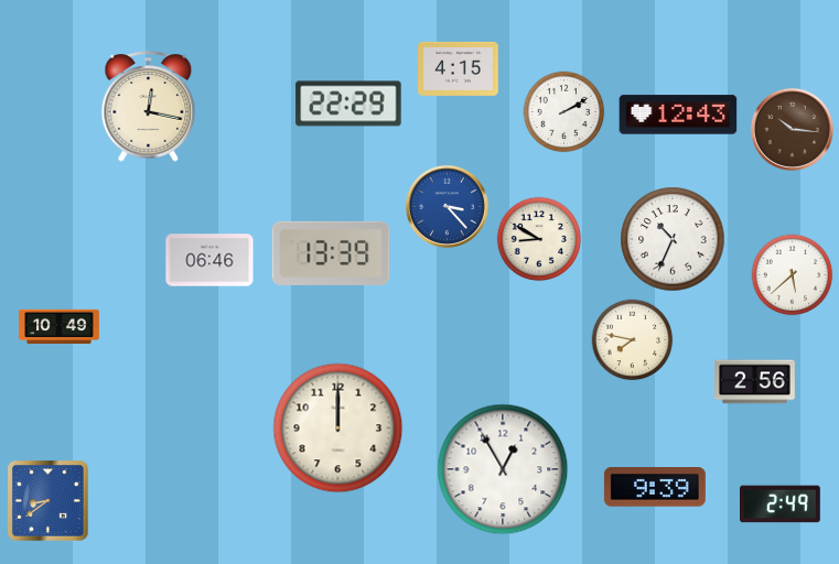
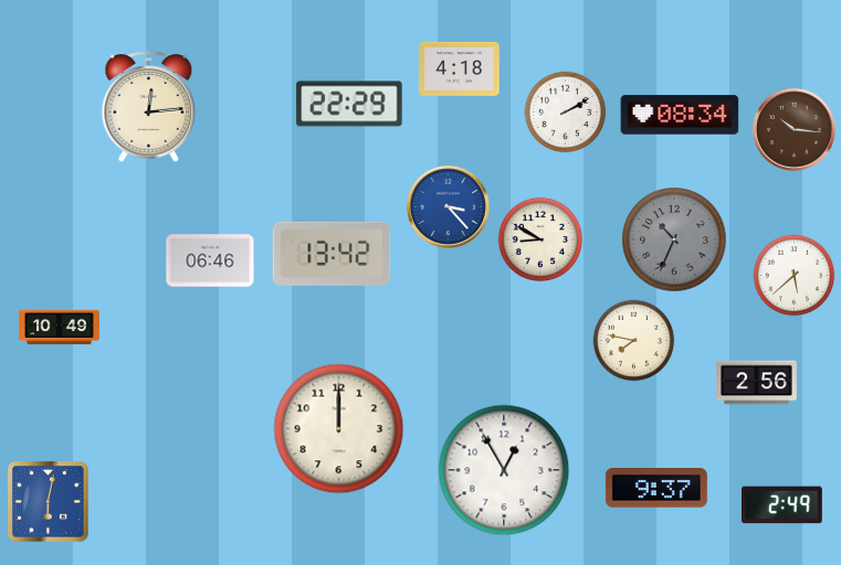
clock at (459, 68): 4:15 -> 4:18
clock at (149, 107): 12:17 -> 12:14
clock at (678, 115): 12:43 -> 08:34
clock at (673, 239) dial: white -> grey
clock at (331, 253): 13:39 -> 13:42
clock at (655, 487): 9:39 -> 9:37
clock at (49, 501): 8:39 -> 6:02
